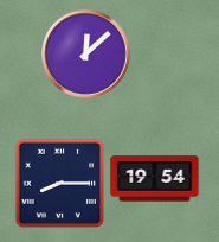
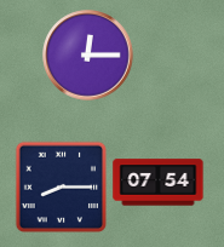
clock at (86, 55): 12:08 -> 12:15
clock at (155, 179): 19:54 -> 07:54
